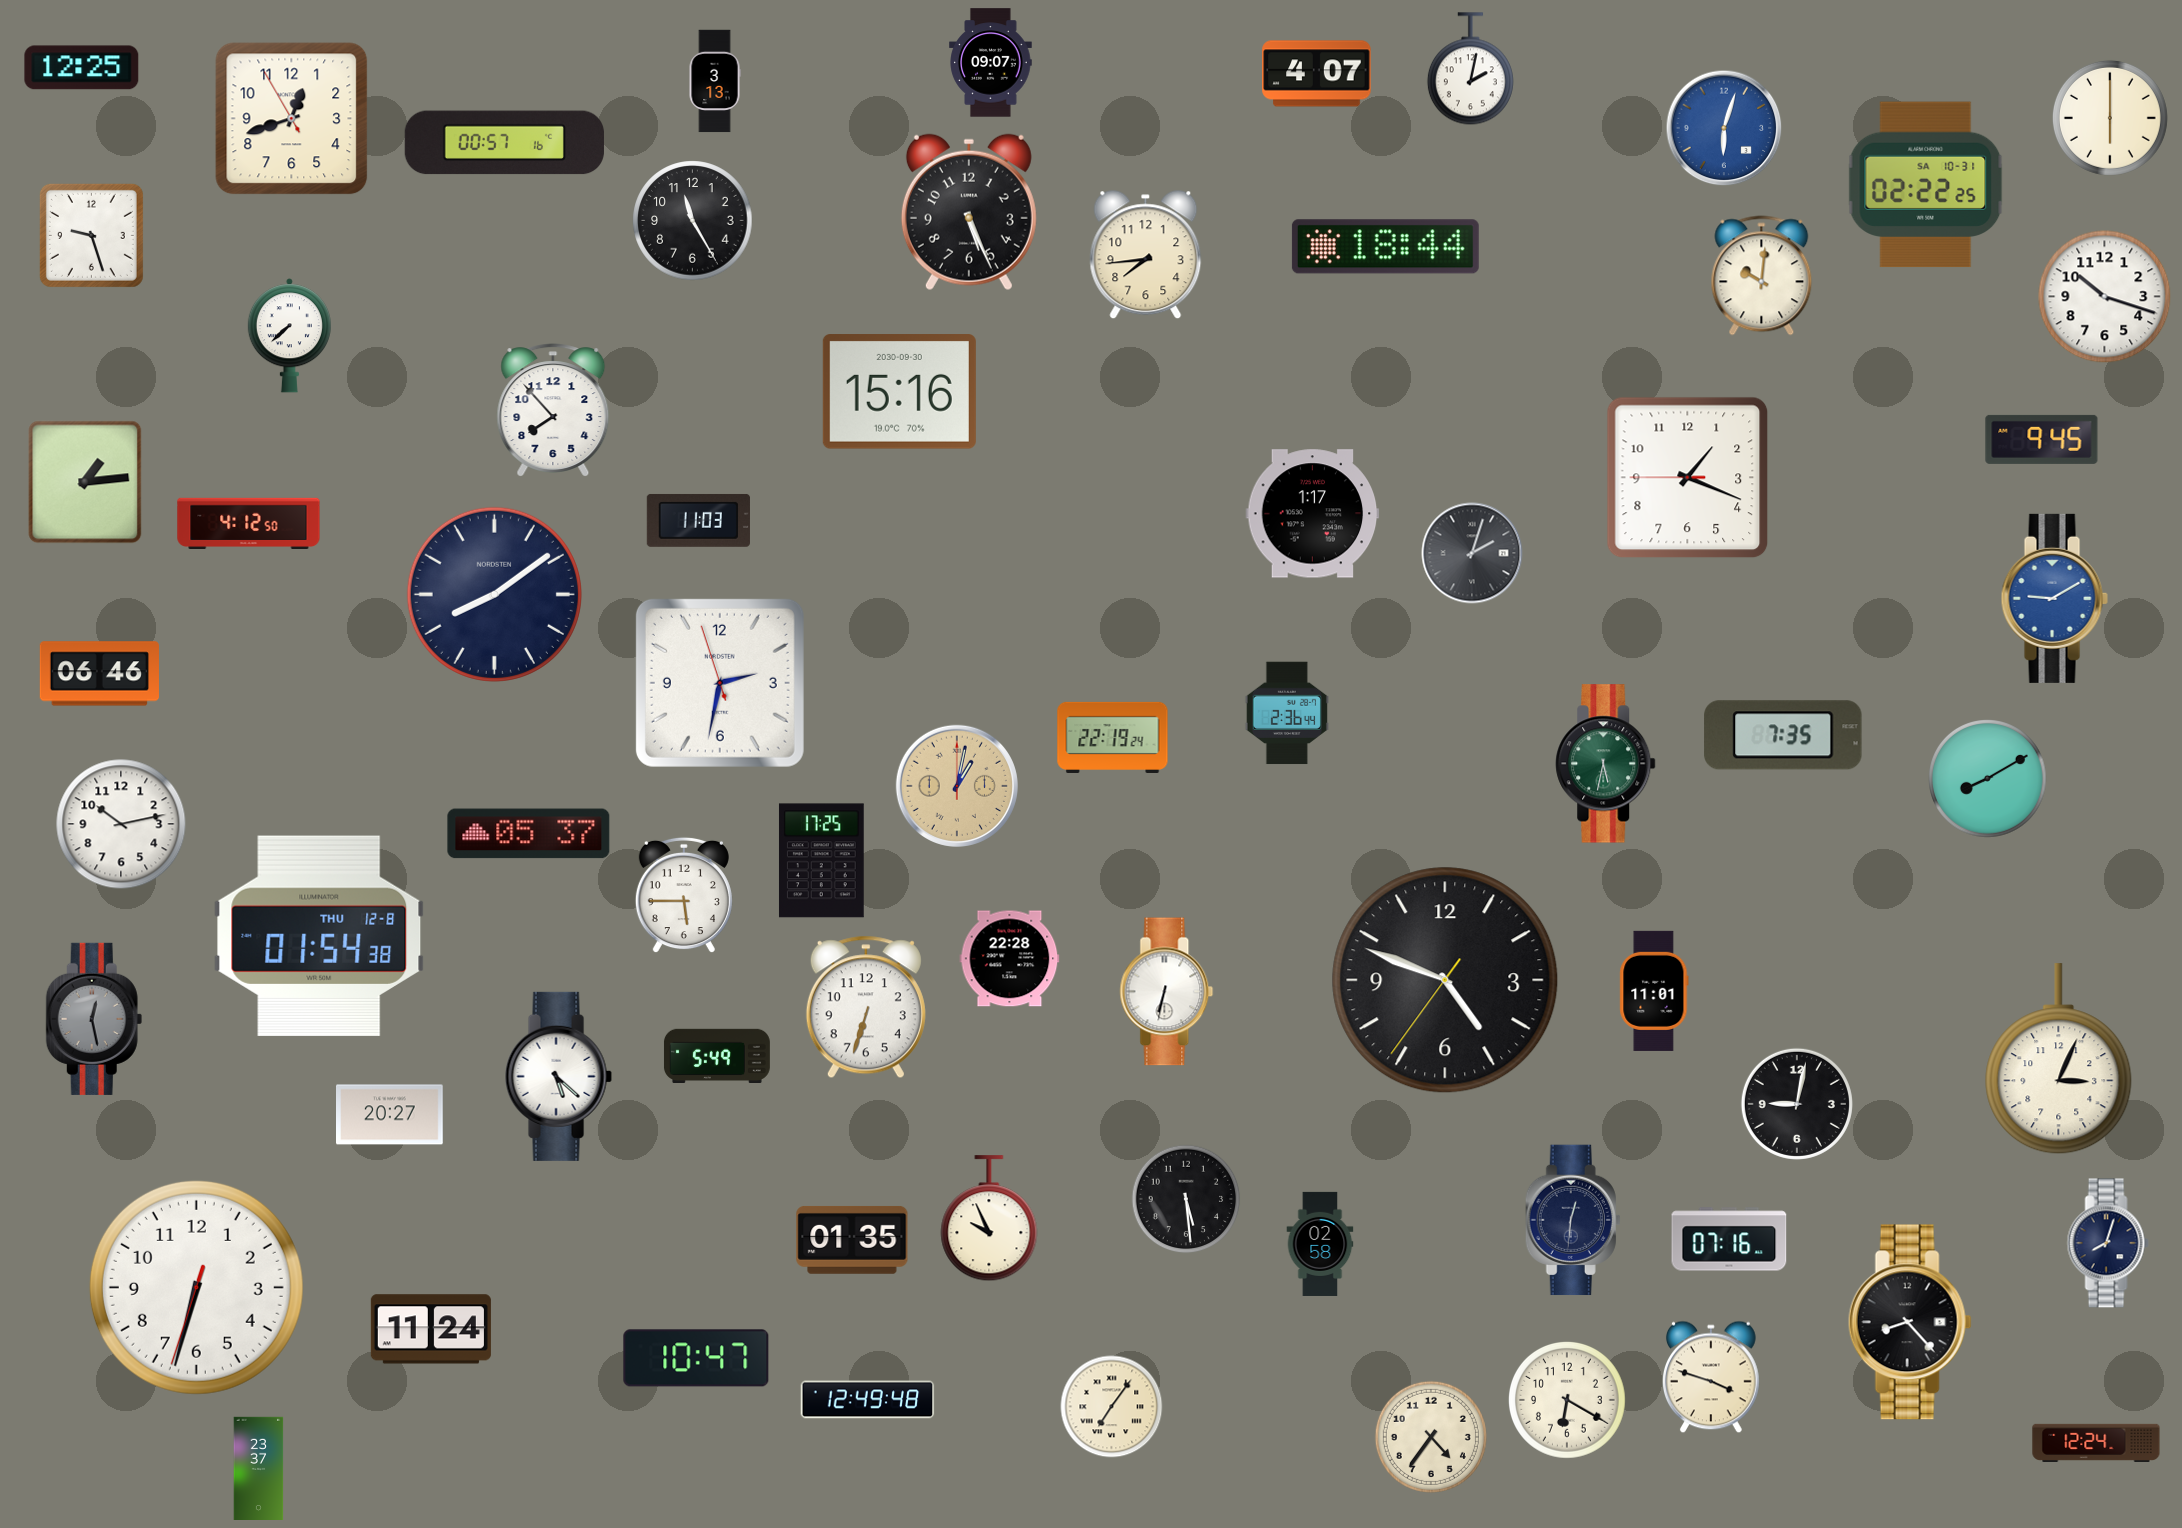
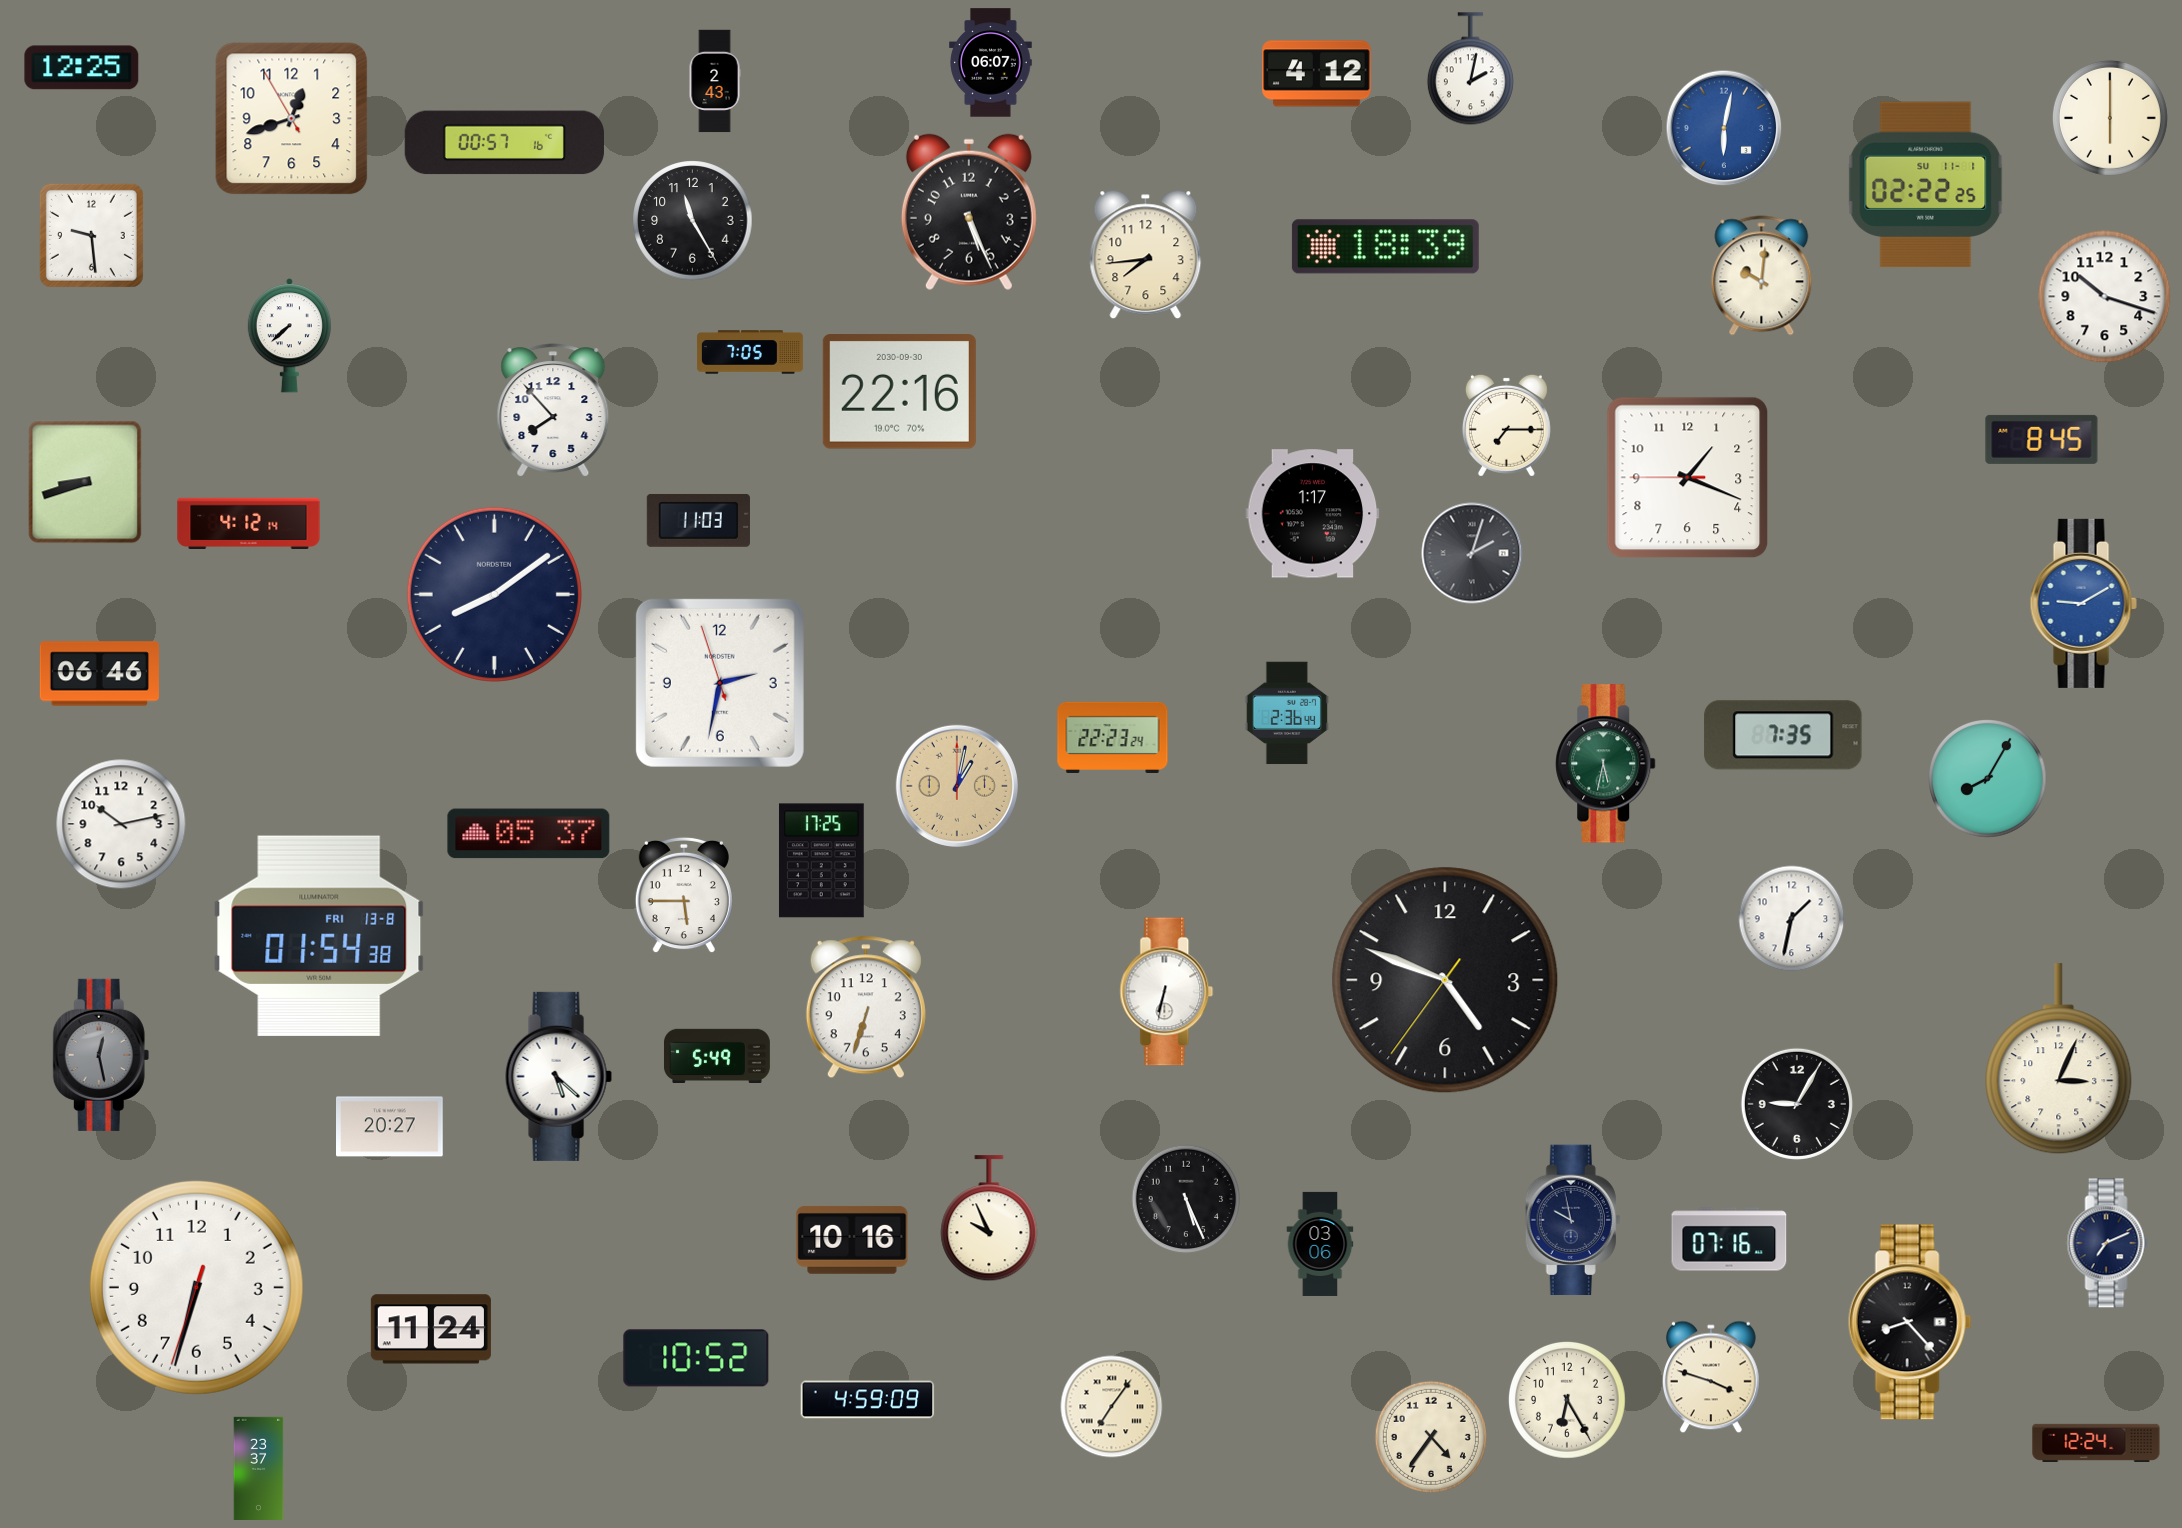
clock at (991, 63): 09:07 -> 06:07
clock at (1317, 74): 4:07 -> 4:12
clock at (715, 81): 3:13 -> 2:43
clock at (1724, 128): 6:03 -> 6:02
clock at (1926, 185) date: SA 10-31 -> SU 11-1
clock at (91, 235): 9:27 -> 9:29
clock at (1385, 247): 18:44 -> 18:39
clock at (750, 352): none -> 7:05
clock at (899, 392): 15:16 -> 22:16
clock at (1506, 425): none -> 7:15
clock at (2042, 439): 9:45 -> 8:45
clock at (85, 482): 1:14 -> 8:42
clock at (249, 523): 4:12:50 -> 4:12:14
clock at (2054, 598) position: (2054, 598) -> (2083, 603)
clock at (1113, 737): 22:19 -> 22:23
clock at (1988, 779): 8:10 -> 8:05
clock at (1792, 919): none -> 1:32
clock at (319, 935) date: THU 12-8 -> FRI 13-8
clock at (1010, 959): 22:28 -> none
clock at (1654, 991): 11:01 -> none
clock at (94, 1019) position: (94, 1019) -> (101, 1055)
clock at (1797, 1104): 9:02 -> 9:05
clock at (390, 1115) position: (390, 1115) -> (390, 1127)
clock at (1186, 1199): 5:29 -> 5:26
clock at (1573, 1220): 12:31 -> 9:58
clock at (852, 1240): 01:35 -> 10:16
clock at (2108, 1243): 8:03 -> 7:11
clock at (1320, 1244): 02:58 -> 03:06
clock at (696, 1358): 10:47 -> 10:52
clock at (868, 1400): 12:49 -> 4:59
clock at (1567, 1400): 6:20 -> 6:25
